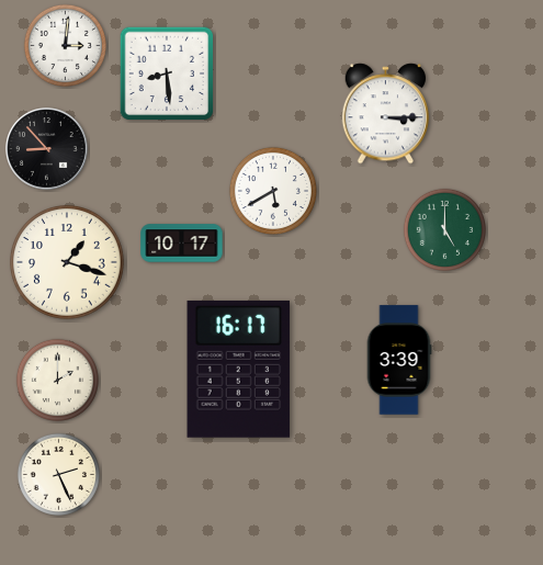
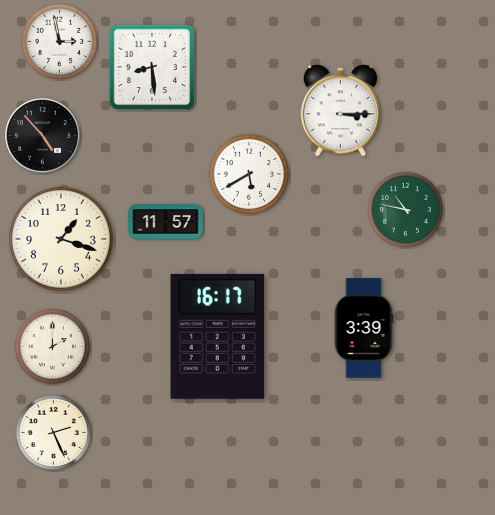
clock at (65, 45): 3:01 -> 2:58
clock at (386, 114) position: (386, 114) -> (341, 111)
clock at (47, 149): 8:53 -> 4:53
clock at (444, 229): 5:00 -> 10:47
clock at (182, 244): 10:17 -> 11:57
